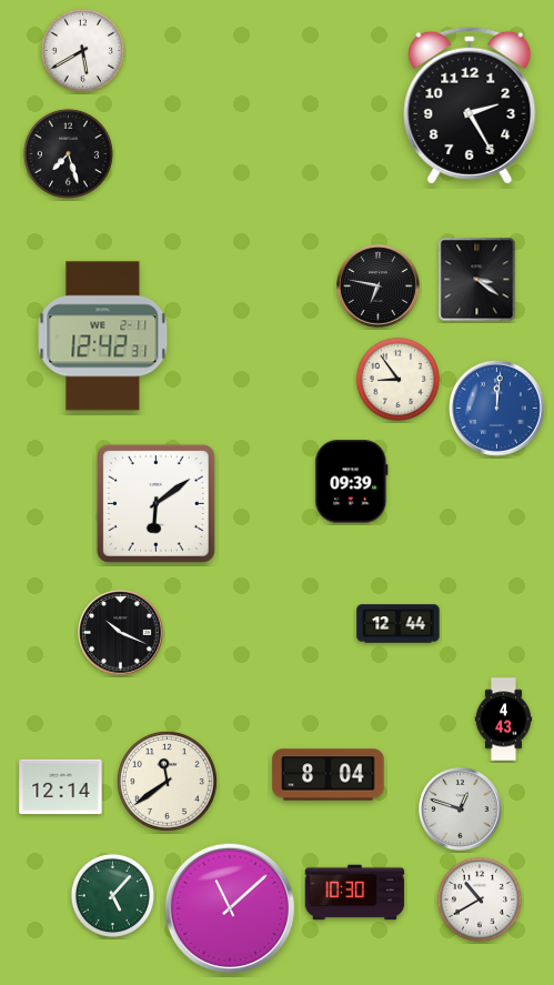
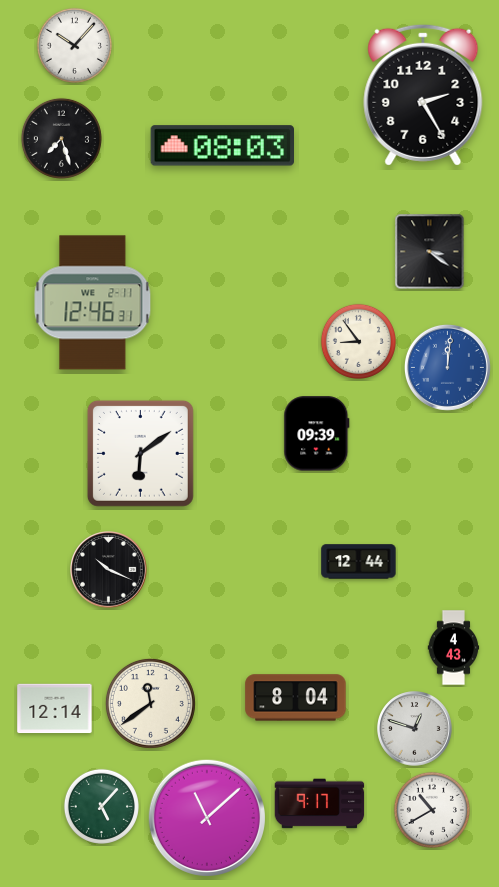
clock at (82, 50): 5:40 -> 10:07
clock at (222, 146): none -> 08:03
clock at (379, 287): 6:47 -> none
clock at (103, 336): 12:42 -> 12:46
clock at (355, 893): 10:30 -> 9:17
